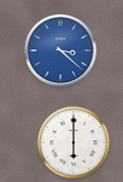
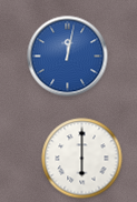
clock at (61, 51): 3:22 -> 12:02
